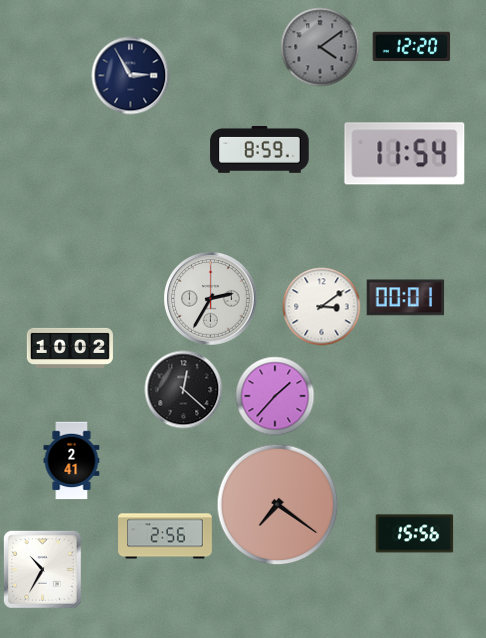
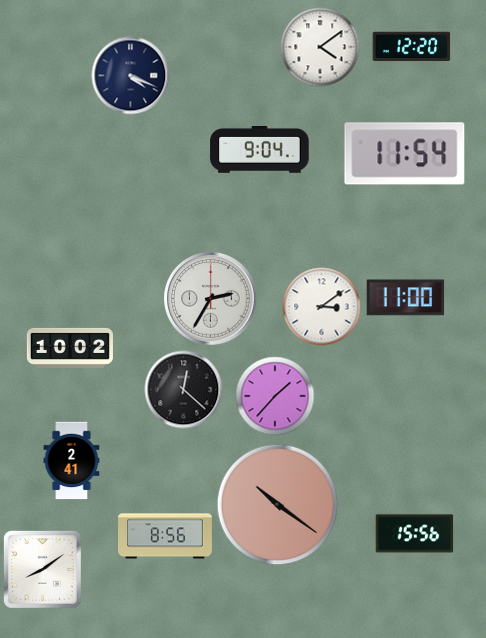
clock at (320, 47) dial: grey -> white
clock at (130, 75): 2:55 -> 4:19
clock at (260, 149): 8:59 -> 9:04
clock at (405, 298): 00:01 -> 11:00
clock at (277, 504): 7:21 -> 10:21
clock at (165, 536): 2:56 -> 8:56
clock at (42, 569): 10:35 -> 8:09
